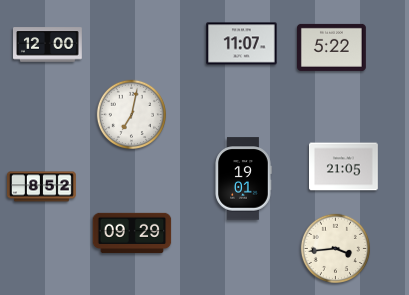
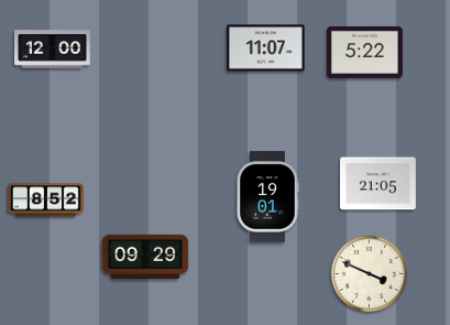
clock at (131, 114): 7:02 -> none
clock at (42, 187) position: (42, 187) -> (46, 201)
clock at (335, 248): 3:44 -> 3:49
